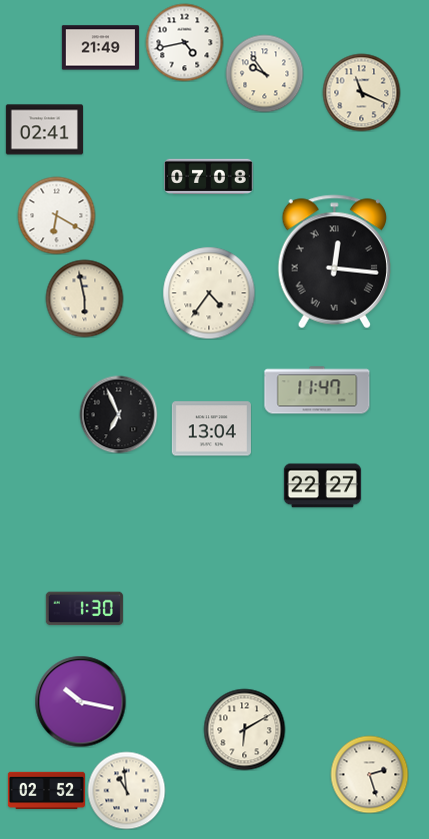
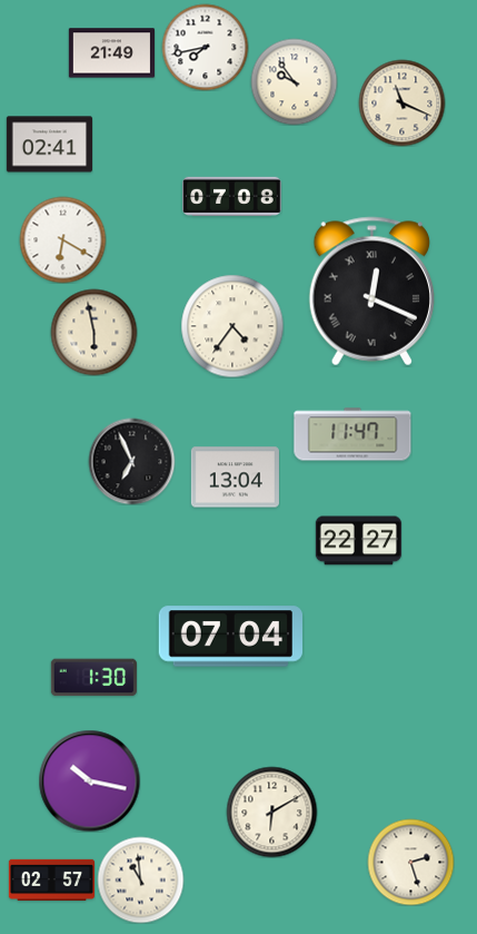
clock at (184, 42): 4:43 -> 7:43
clock at (334, 262): 12:16 -> 12:19
clock at (230, 637): none -> 07:04
clock at (46, 791): 02:52 -> 02:57
